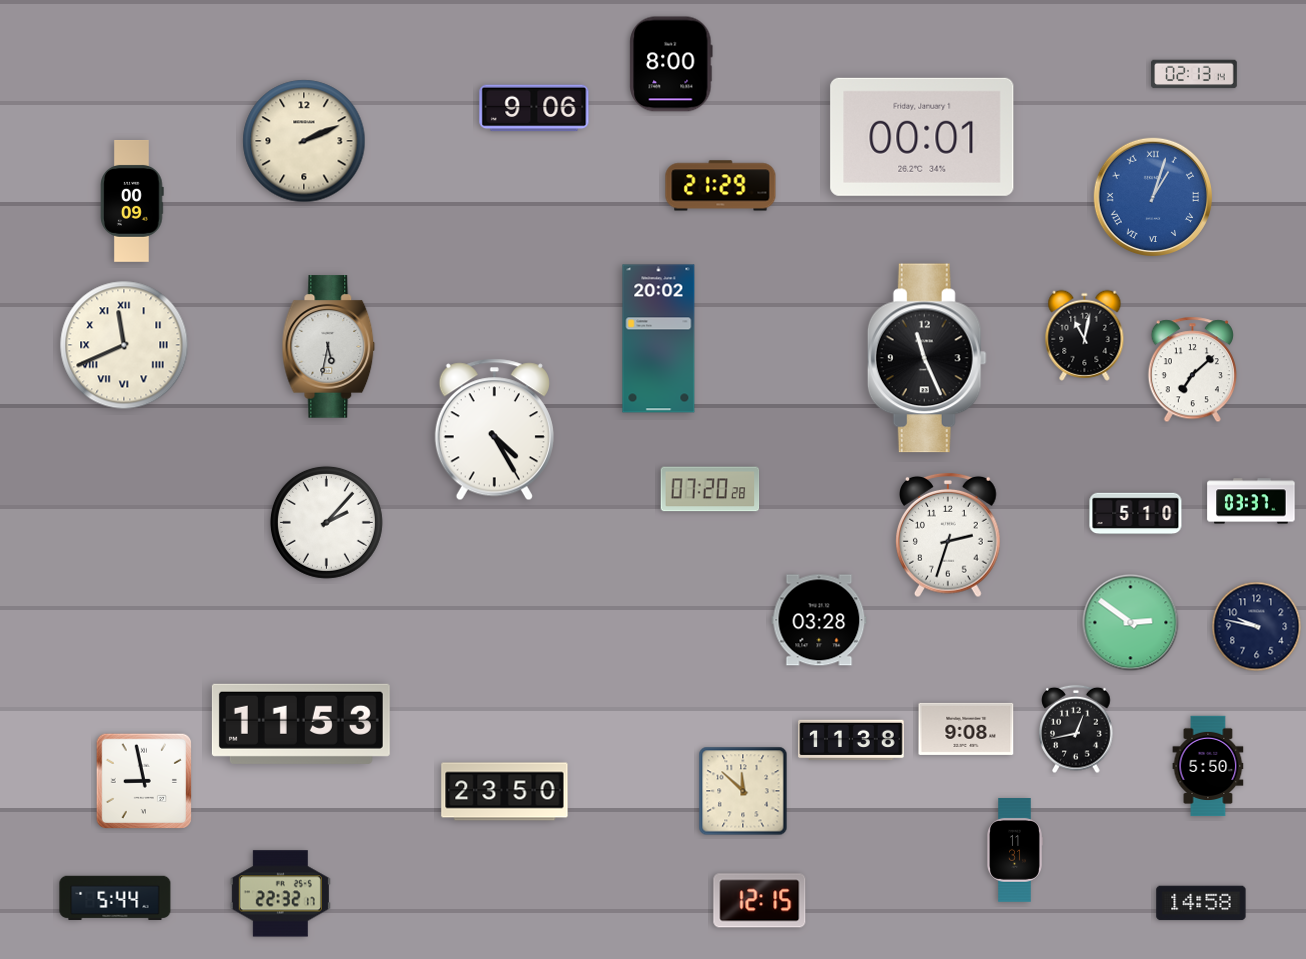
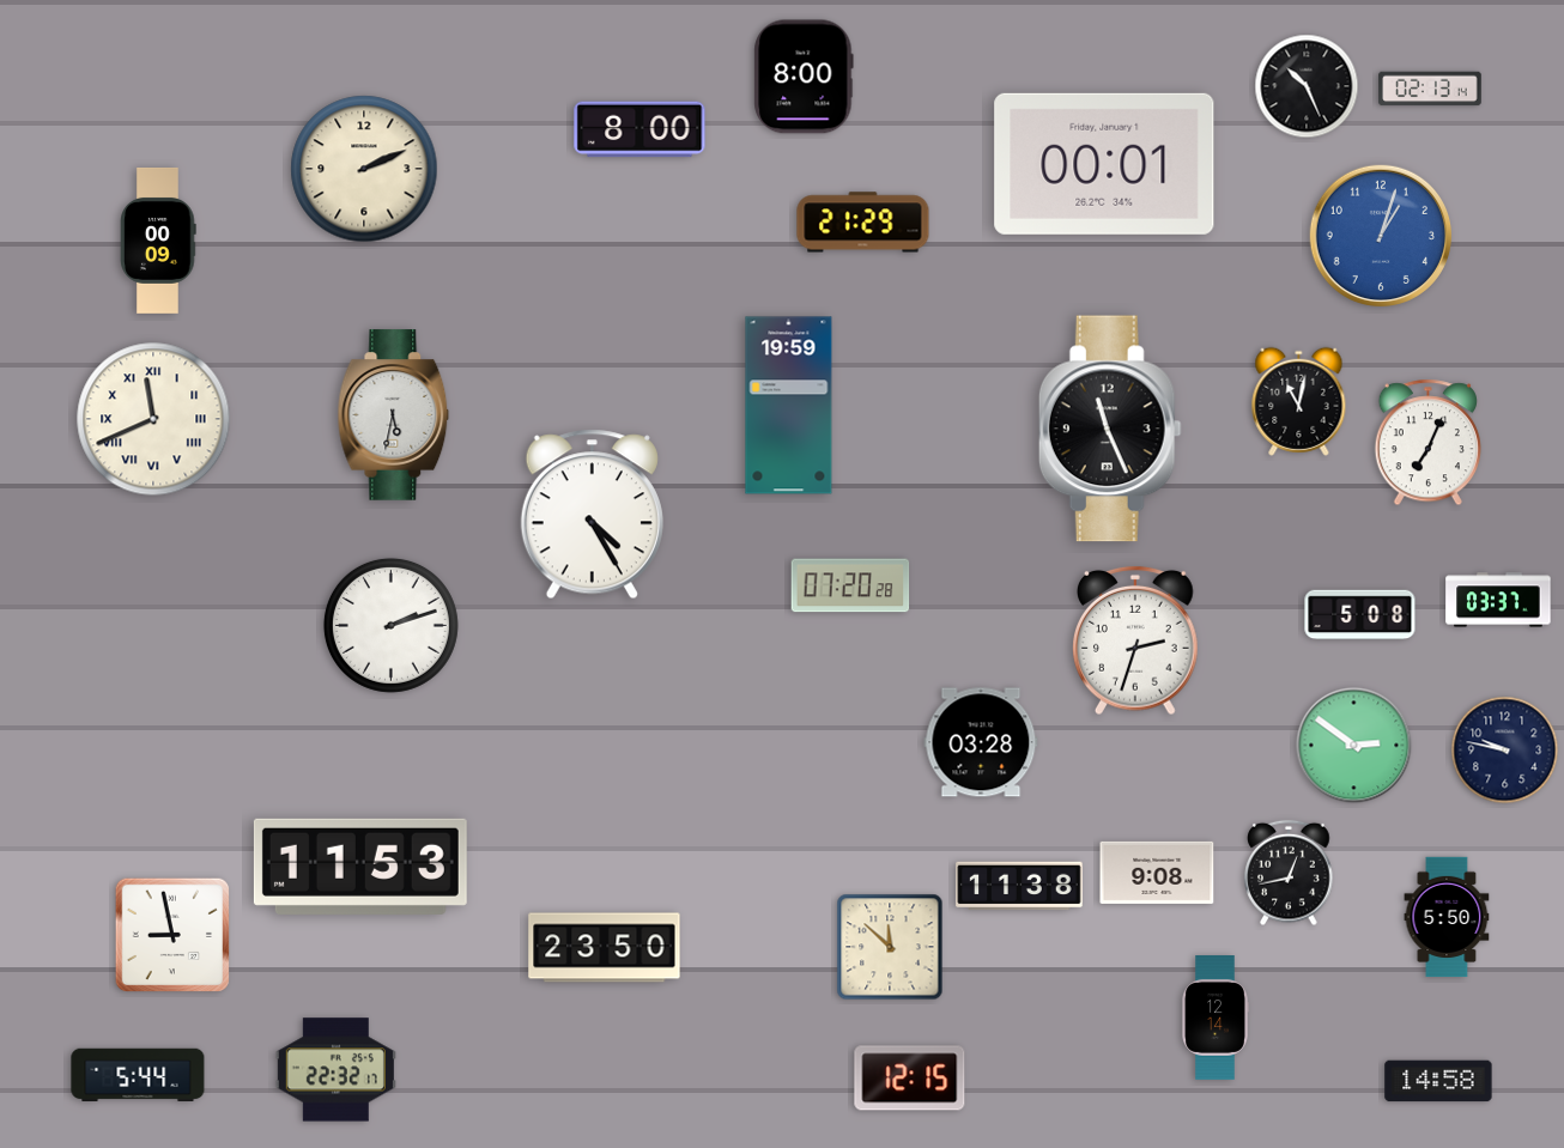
clock at (1307, 86): none -> 10:26
clock at (534, 108): 9:06 -> 8:00
clock at (1152, 196) numerals: Roman -> Arabic
clock at (659, 339): 20:02 -> 19:59
clock at (124, 345) position: (124, 345) -> (153, 419)
clock at (1192, 370): 7:08 -> 7:04
clock at (1136, 514): 5:10 -> 5:08
clock at (326, 522): 2:07 -> 2:12
clock at (1015, 851): 11:31 -> 12:14
